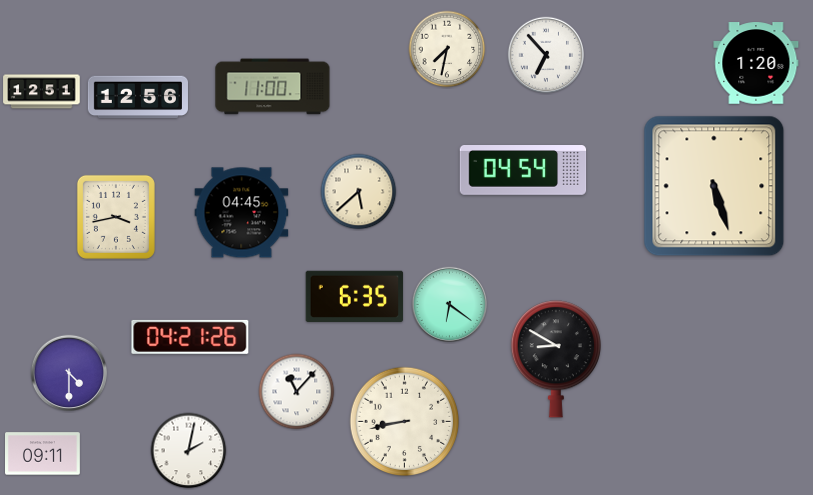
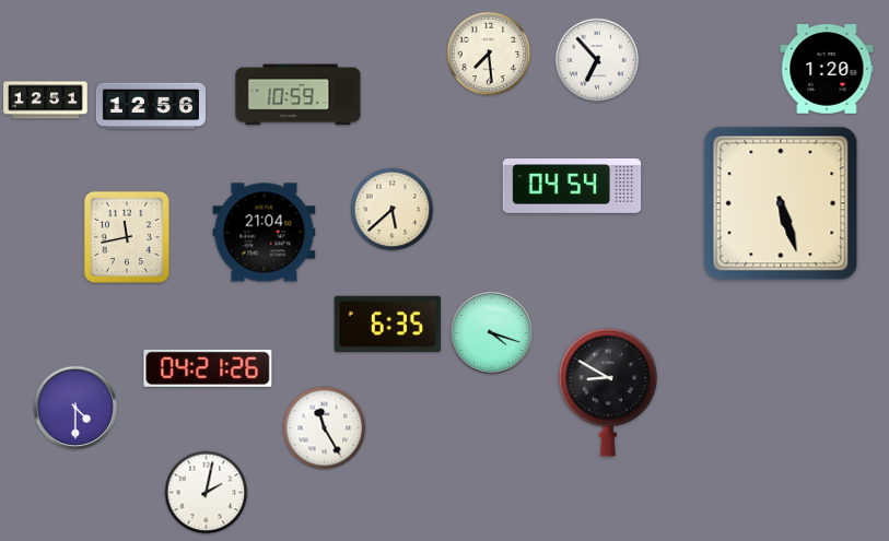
clock at (447, 49): 7:32 -> 7:29
clock at (273, 87): 11:00 -> 10:59
clock at (242, 213): 04:45 -> 21:04
clock at (116, 217): 3:43 -> 11:43
clock at (449, 304): 6:21 -> 4:18
clock at (297, 392): 11:07 -> 11:25
clock at (405, 422): 8:43 -> none
clock at (43, 454): 09:11 -> none
